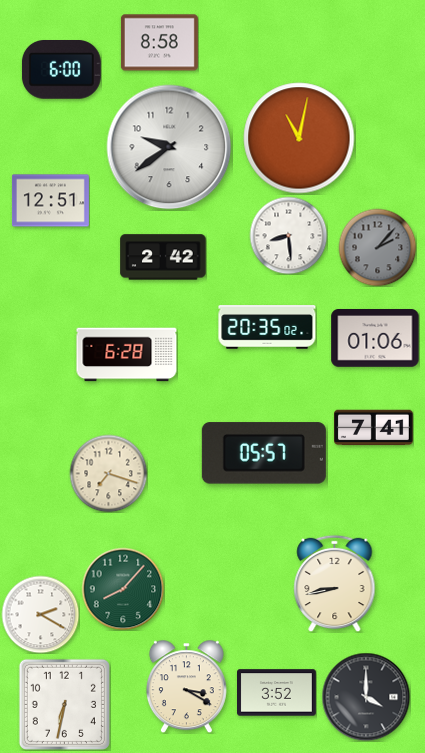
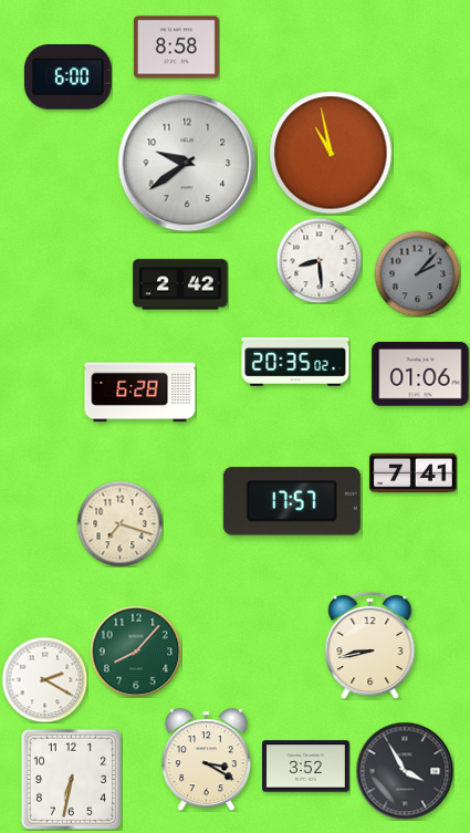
clock at (299, 138): 11:02 -> 10:58
clock at (50, 201): 12:51 -> none
clock at (375, 339) position: (375, 339) -> (420, 375)
clock at (264, 453): 05:57 -> 17:57
clock at (366, 697): 4:00 -> 3:55
